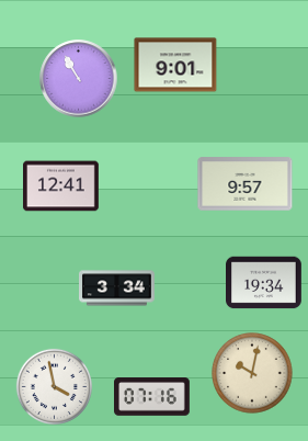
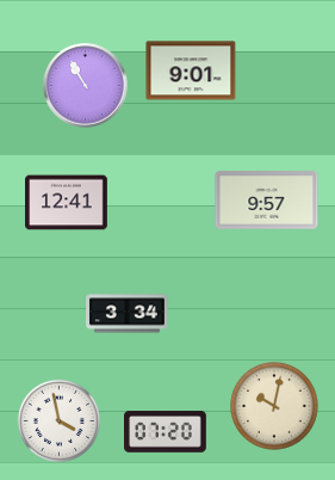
clock at (264, 283): 19:34 -> none
clock at (152, 397): 07:16 -> 07:20
